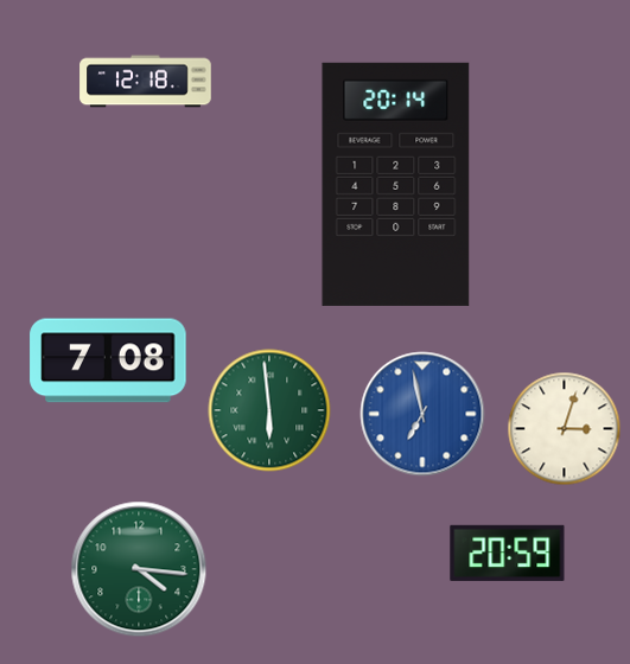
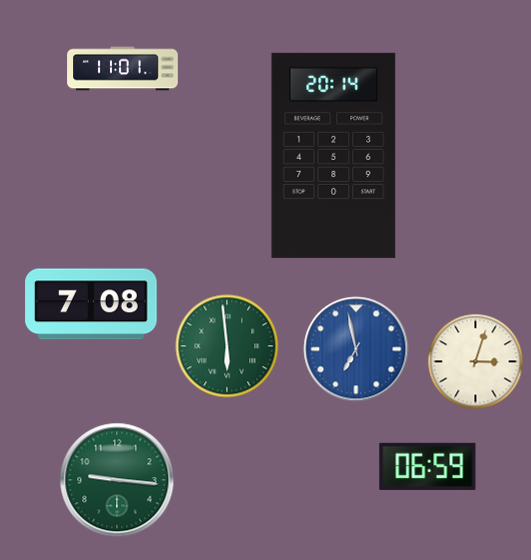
clock at (146, 82): 12:18 -> 11:01
clock at (508, 553): 20:59 -> 06:59
clock at (139, 569): 4:16 -> 9:16
